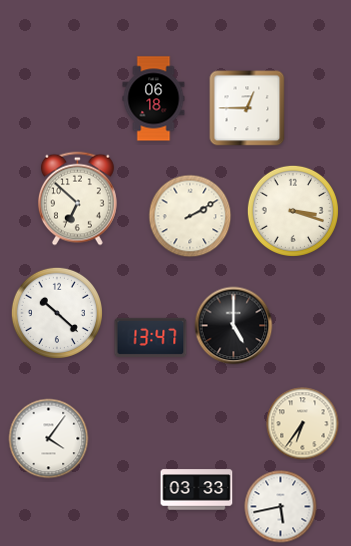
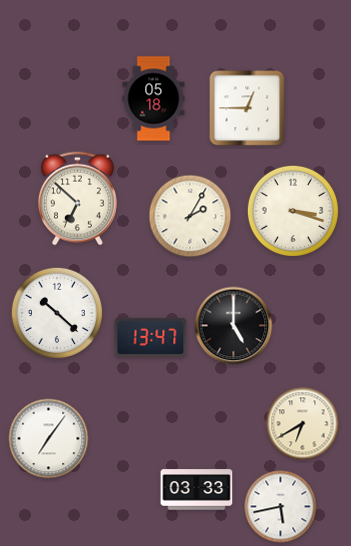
clock at (154, 99): 06:18 -> 05:18
clock at (190, 216): 2:10 -> 2:05
clock at (303, 424): 6:36 -> 6:40
clock at (49, 439): 4:06 -> 7:06
